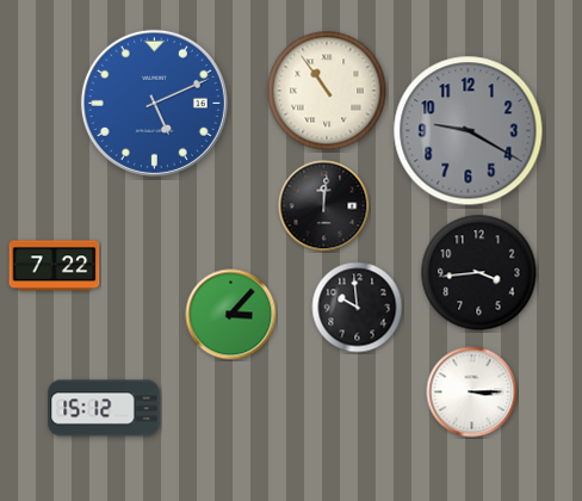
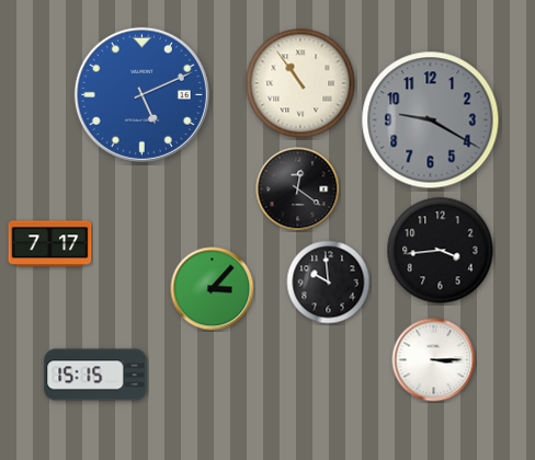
clock at (324, 206): 12:01 -> 12:21
clock at (55, 266): 7:22 -> 7:17
clock at (104, 408): 15:12 -> 15:15
